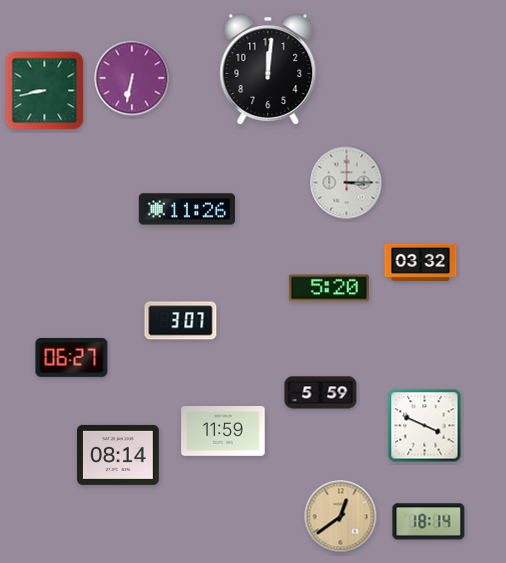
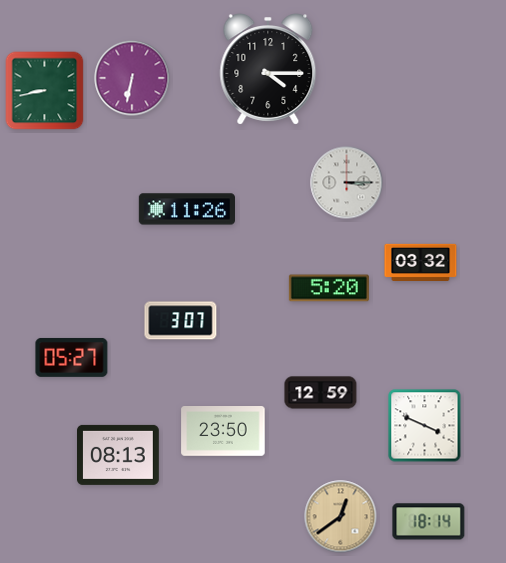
clock at (268, 69): 12:01 -> 4:15
clock at (72, 357): 06:27 -> 05:27
clock at (321, 393): 5:59 -> 12:59
clock at (223, 432): 11:59 -> 23:50
clock at (119, 455): 08:14 -> 08:13
